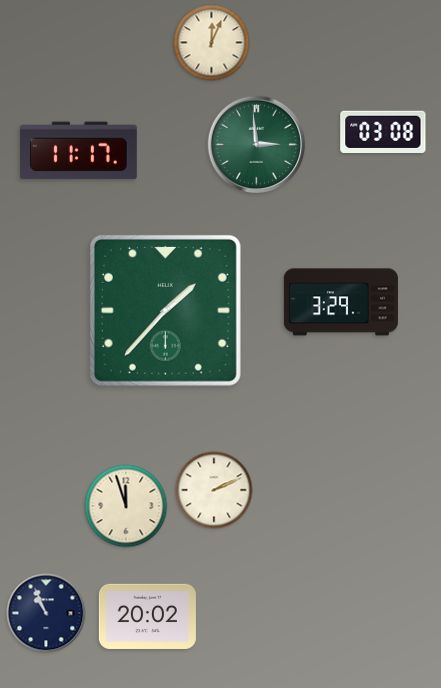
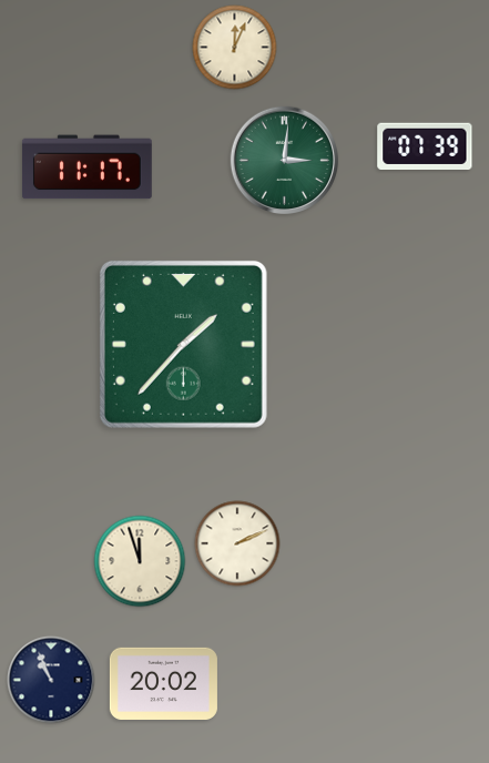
clock at (383, 131): 03:08 -> 07:39
clock at (257, 145): 2:59 -> 3:01
clock at (341, 302): 3:29 -> none
